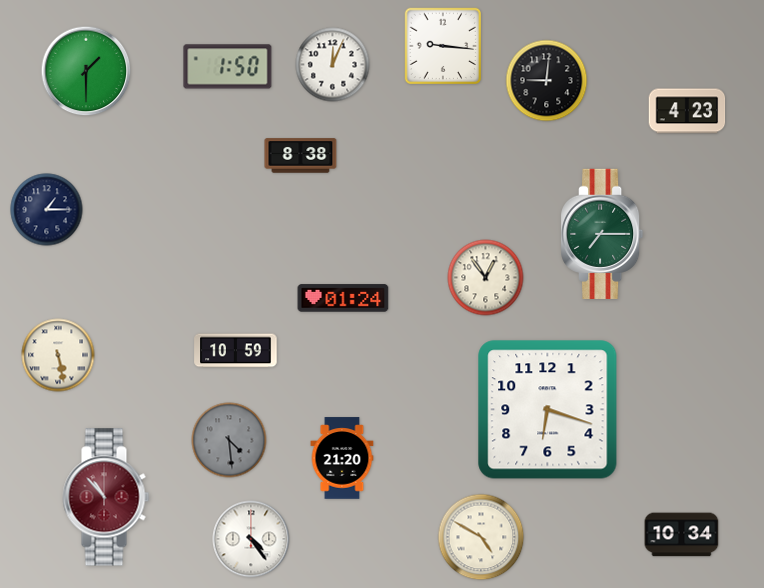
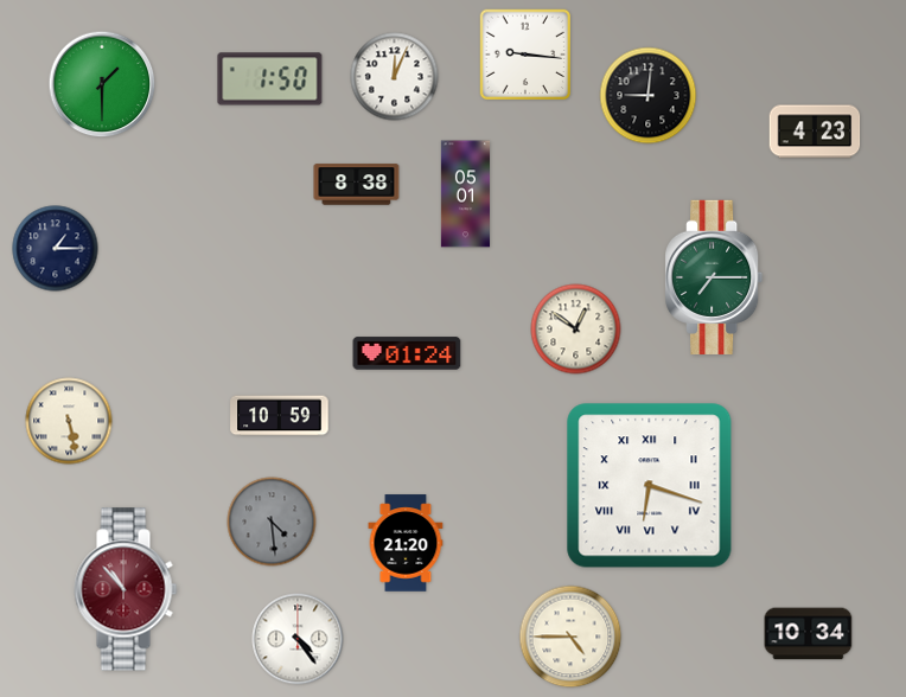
clock at (465, 194): none -> 05:01
clock at (486, 278): 12:54 -> 12:51
clock at (548, 410) numerals: Arabic -> Roman
clock at (481, 537): 4:50 -> 4:45
